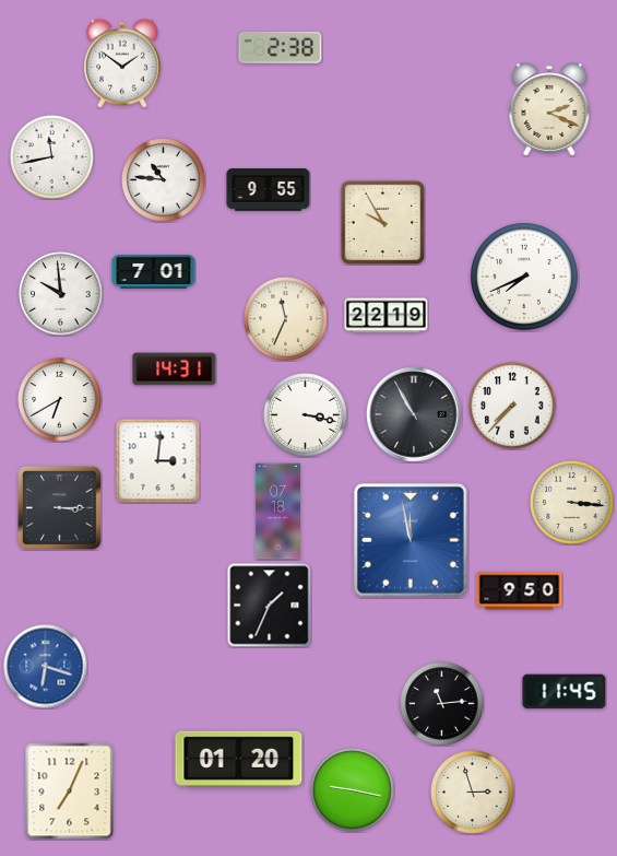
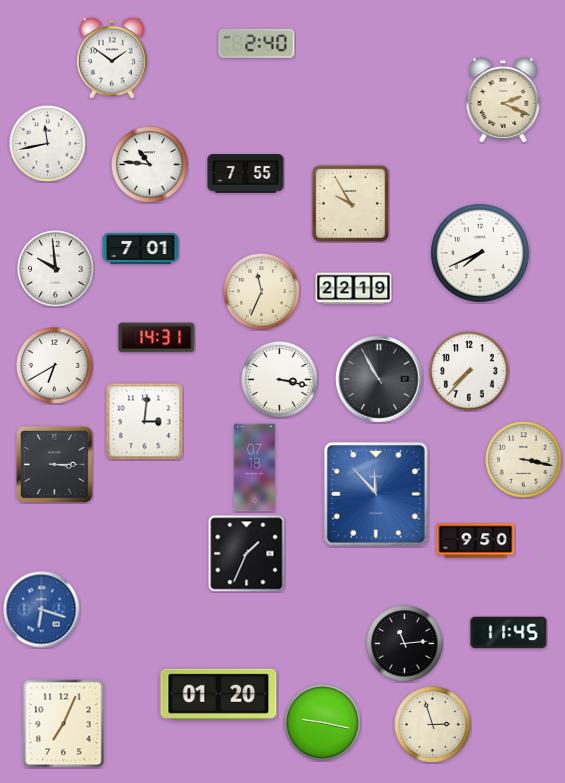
clock at (281, 48): 2:38 -> 2:40
clock at (269, 190): 9:55 -> 7:55
clock at (175, 370) position: (175, 370) -> (157, 338)
clock at (572, 503): 3:16 -> 3:17
clock at (412, 541): 11:58 -> 11:53
clock at (565, 692) position: (565, 692) -> (509, 633)
